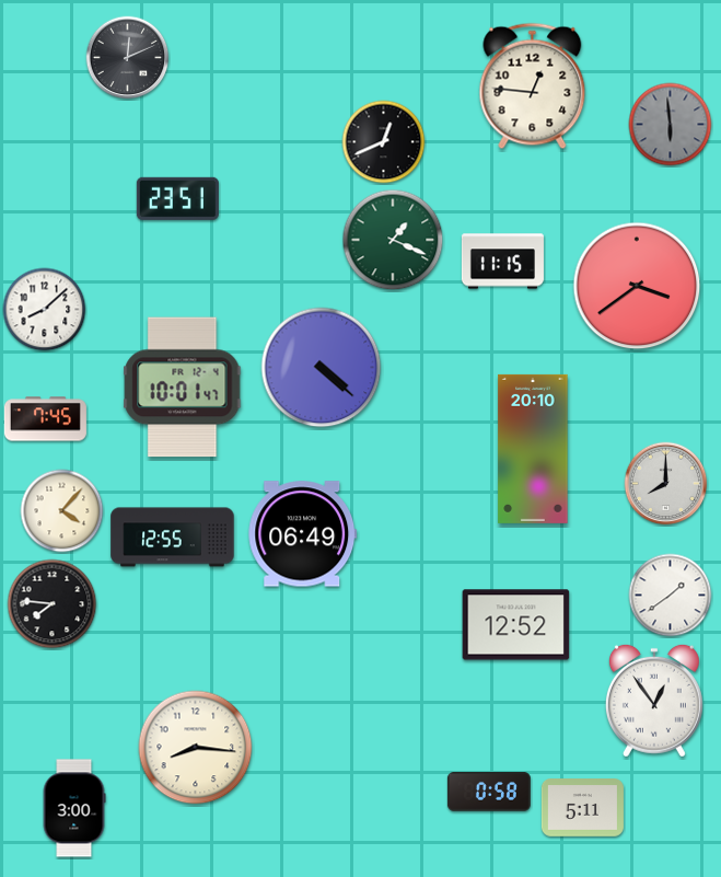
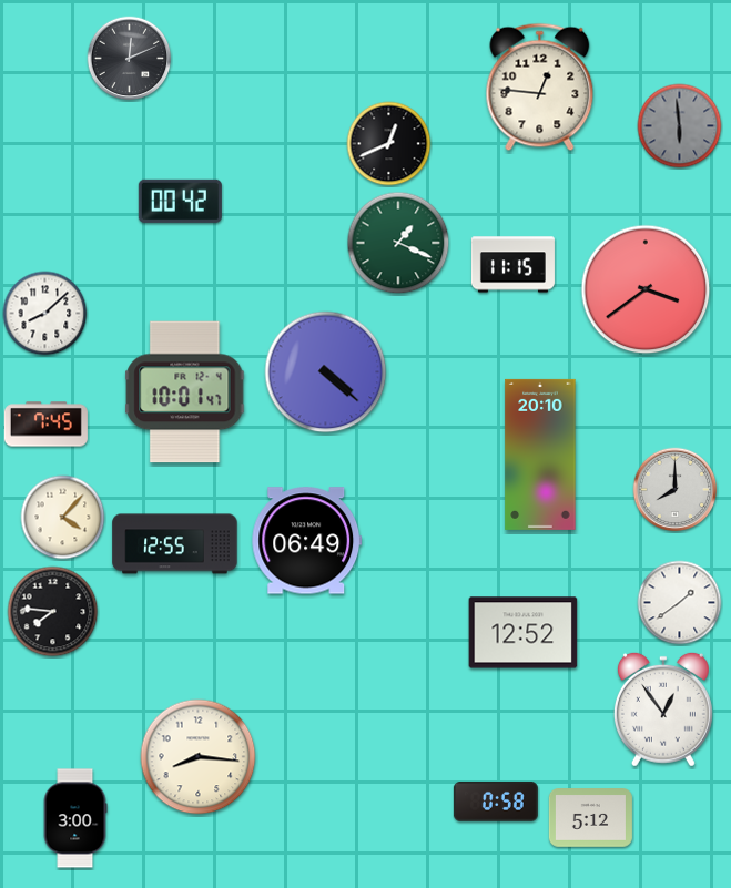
clock at (177, 198): 23:51 -> 00:42
clock at (502, 262) position: (502, 262) -> (512, 265)
clock at (582, 808): 5:11 -> 5:12
